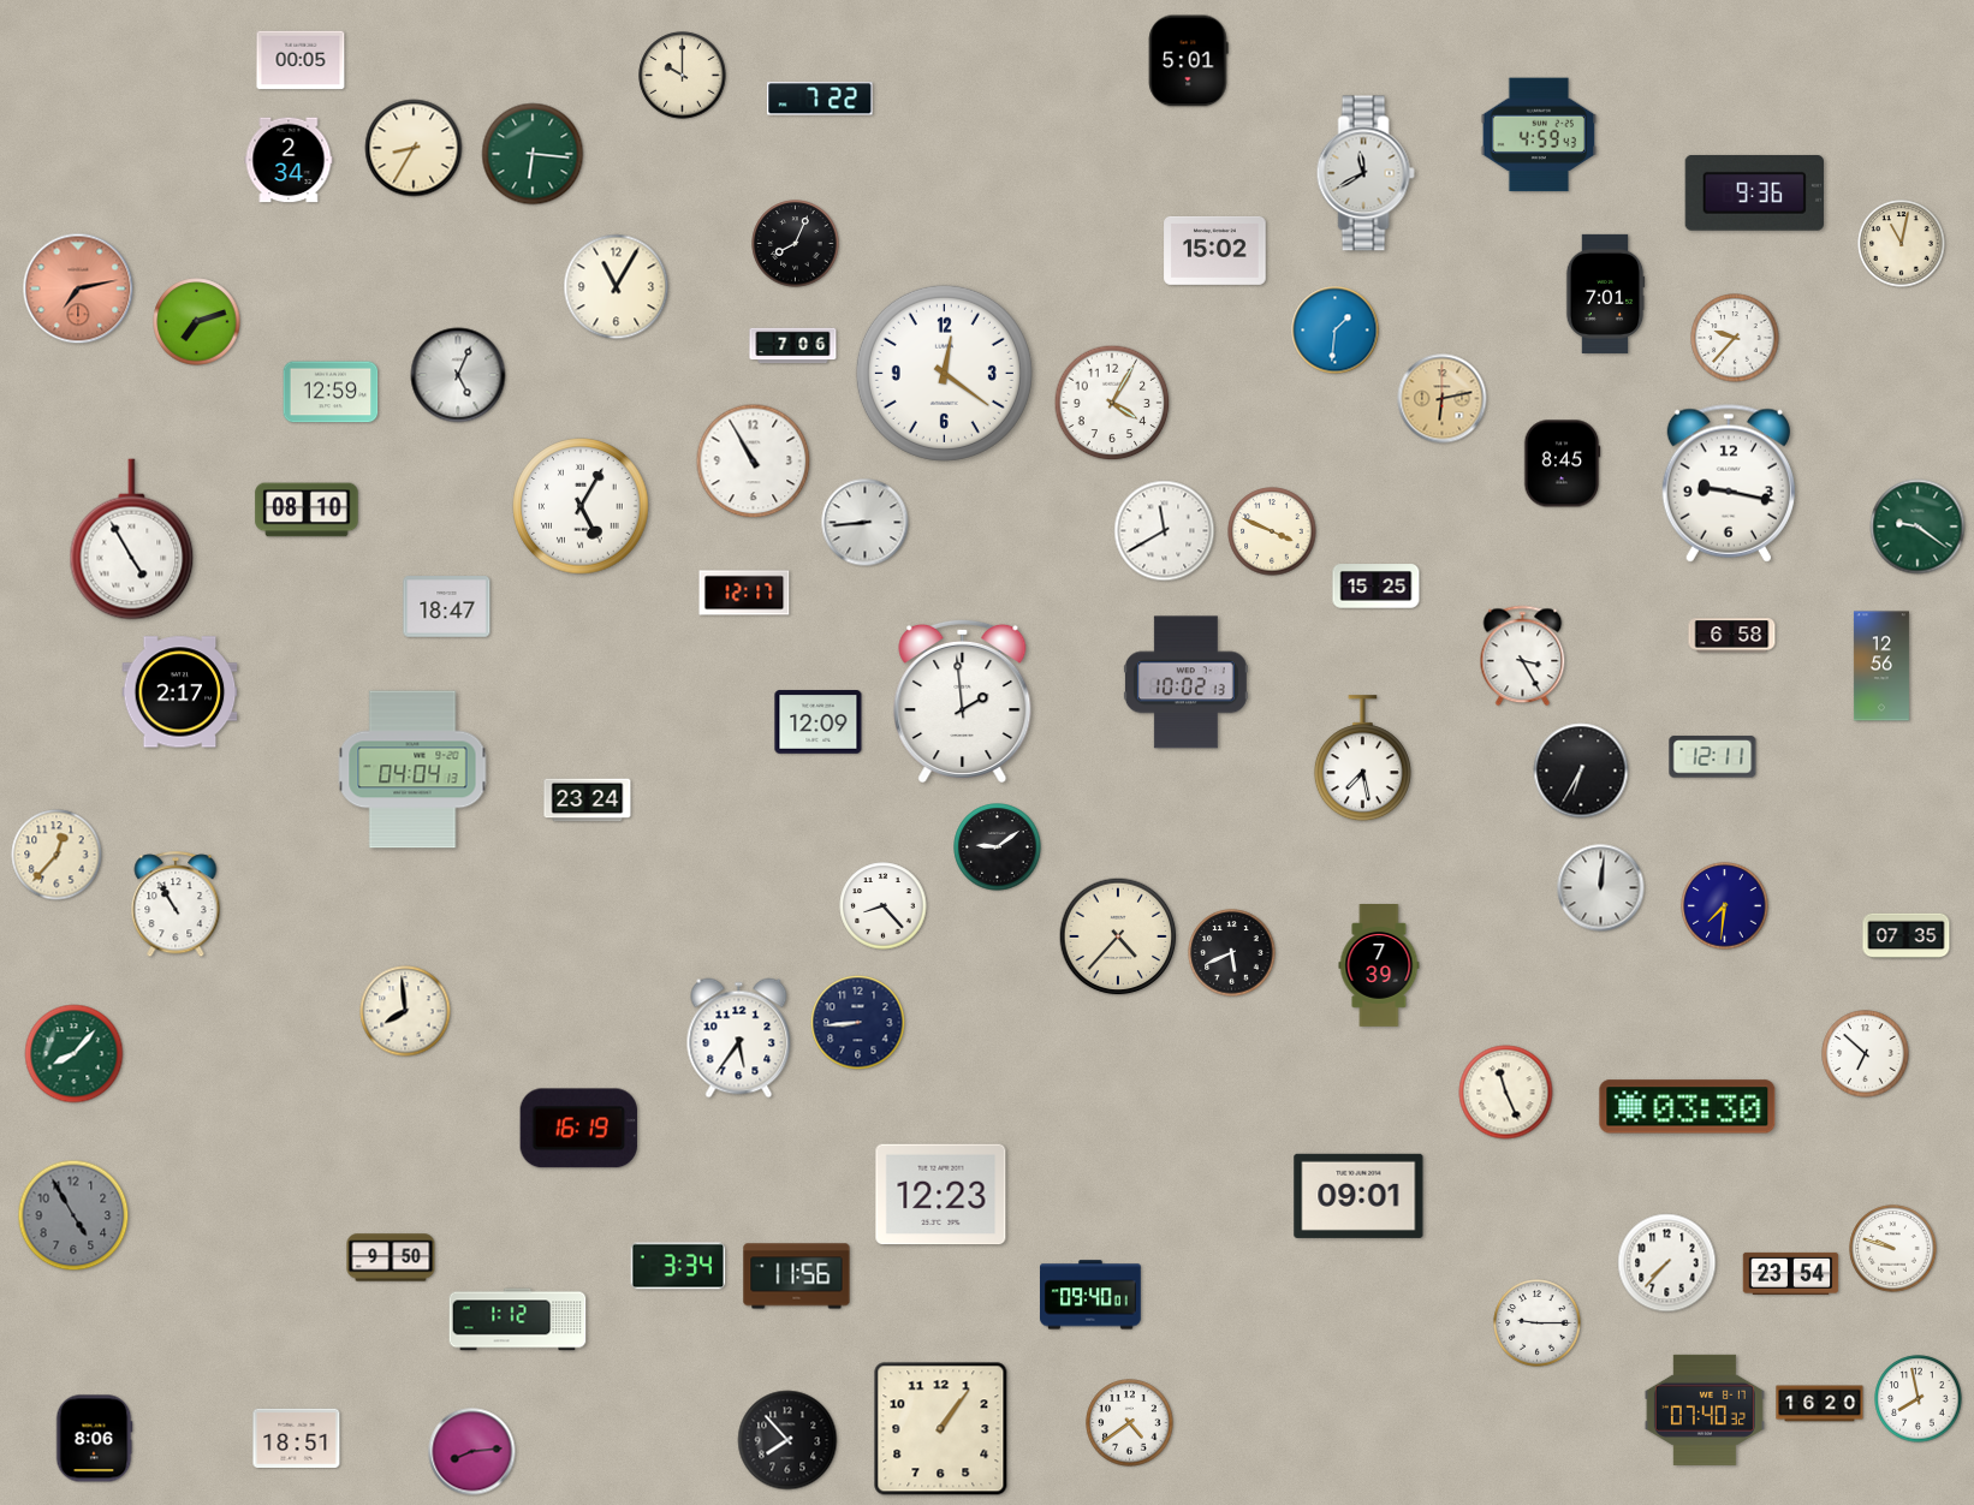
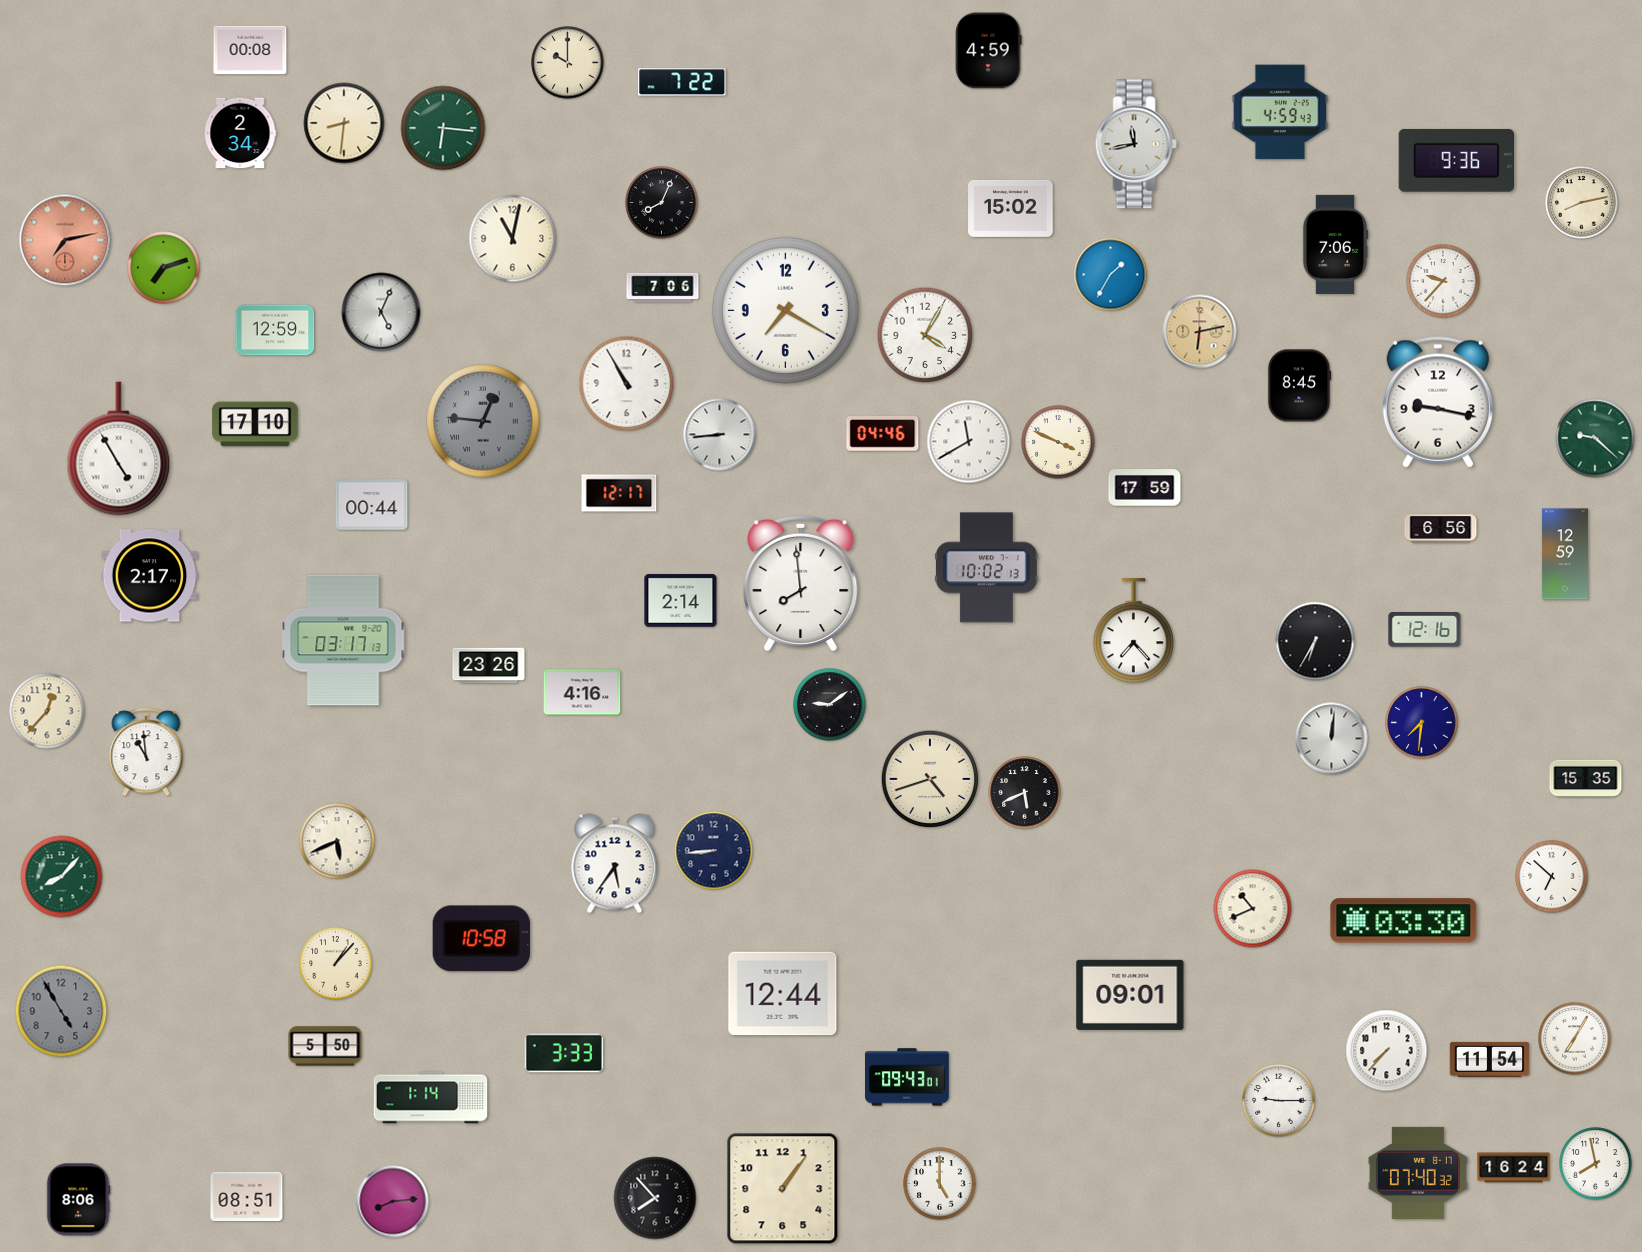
clock at (301, 60): 00:05 -> 00:08
clock at (1188, 61): 5:01 -> 4:59
clock at (414, 148): 8:35 -> 8:31
clock at (1366, 173): 11:40 -> 11:43
clock at (1754, 192) position: (1754, 192) -> (1456, 160)
clock at (1902, 244): 11:02 -> 8:13
clock at (617, 287): 11:05 -> 11:02
clock at (1605, 293): 7:01 -> 7:06
clock at (1336, 331): 1:31 -> 1:35
clock at (793, 346) position: (793, 346) -> (663, 288)
clock at (944, 373): 12:21 -> 7:20
clock at (331, 392) position: (331, 392) -> (275, 330)
clock at (581, 506): 5:05 -> 12:46
clock at (581, 506) dial: white -> grey
clock at (307, 510): 08:10 -> 17:10
clock at (883, 434): none -> 04:46
clock at (1917, 527): 9:21 -> 9:22
clock at (132, 540) position: (132, 540) -> (119, 449)
clock at (1377, 587): 15:25 -> 17:59
clock at (447, 607): 18:47 -> 00:44
clock at (1732, 636): 6:58 -> 6:56
clock at (1523, 656): 3:25 -> none
clock at (1881, 666): 12:56 -> 12:59
clock at (963, 700): 1:59 -> 7:59
clock at (819, 722): 12:09 -> 2:14
clock at (1713, 757): 12:11 -> 12:16
clock at (1362, 759): 7:28 -> 7:23
clock at (412, 769): 04:04 -> 03:17
clock at (588, 801): 23:24 -> 23:26
clock at (582, 692): none -> 4:16
clock at (176, 905): 10:55 -> 10:59
clock at (884, 906): 8:23 -> none
clock at (1725, 906) position: (1725, 906) -> (1422, 723)
clock at (1118, 936): 4:37 -> 4:42
clock at (1907, 936): 07:35 -> 15:35
clock at (1379, 966): 7:39 -> none
clock at (405, 1011): 7:59 -> 5:41
clock at (1506, 1093): 11:26 -> 10:41
clock at (578, 1129): 16:19 -> 10:58
clock at (336, 964): none -> 1:07
clock at (941, 1195): 12:23 -> 12:44
clock at (1893, 1249): 9:48 -> 7:05
clock at (391, 1257): 9:50 -> 5:50
clock at (678, 1266): 3:34 -> 3:33
clock at (1791, 1273): 23:54 -> 11:54
clock at (797, 1277): 11:56 -> none
clock at (1092, 1295): 09:40 -> 09:43
clock at (518, 1320): 1:12 -> 1:14
clock at (1820, 1404): 16:20 -> 16:24
clock at (1130, 1423): 4:39 -> 5:00
clock at (297, 1438): 18:51 -> 08:51
clock at (94, 1439) position: (94, 1439) -> (78, 1200)
clock at (472, 1452) position: (472, 1452) -> (393, 1202)
